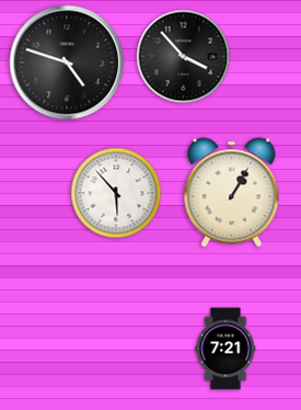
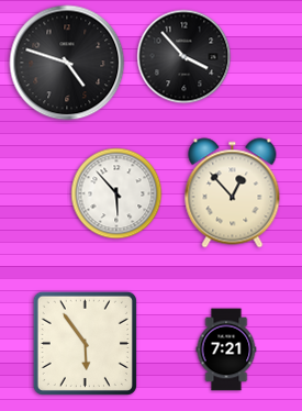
clock at (232, 193): 1:05 -> 12:53
clock at (85, 343): none -> 5:54
